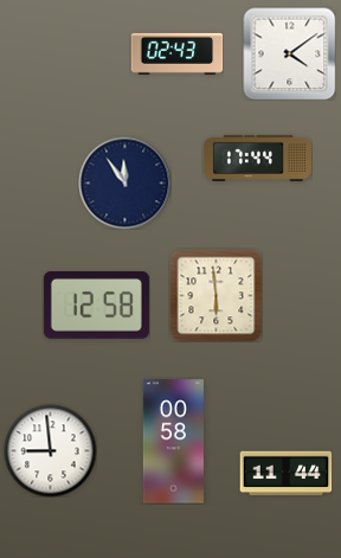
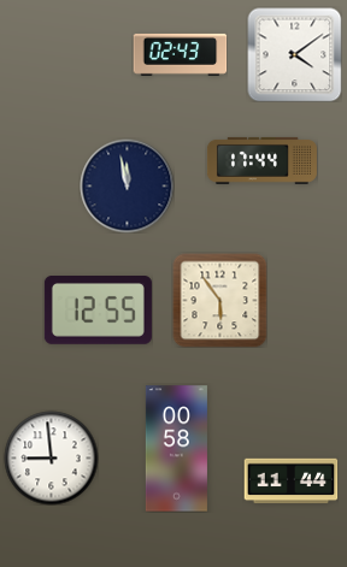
clock at (124, 182): 11:54 -> 11:58
clock at (215, 295): 5:59 -> 5:54
clock at (96, 306): 12:58 -> 12:55
